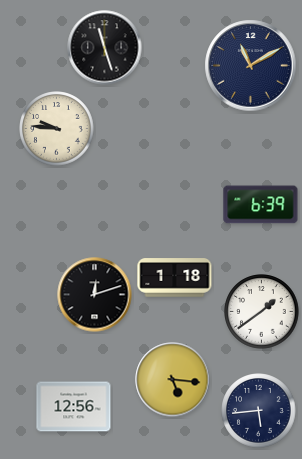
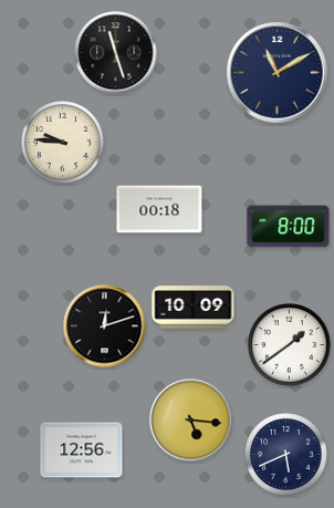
clock at (159, 209): none -> 00:18
clock at (261, 205): 6:39 -> 8:00
clock at (175, 278): 1:18 -> 10:09
clock at (259, 411): 5:44 -> 5:41
